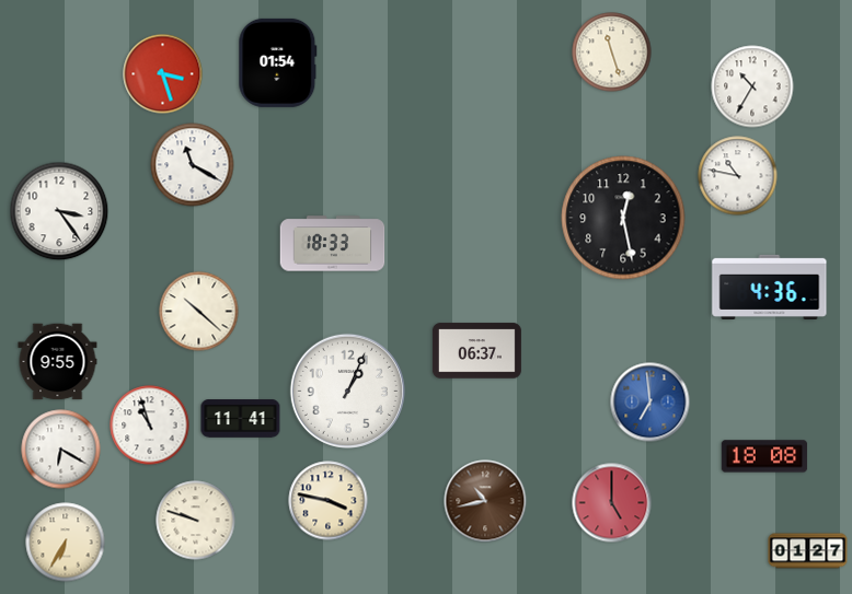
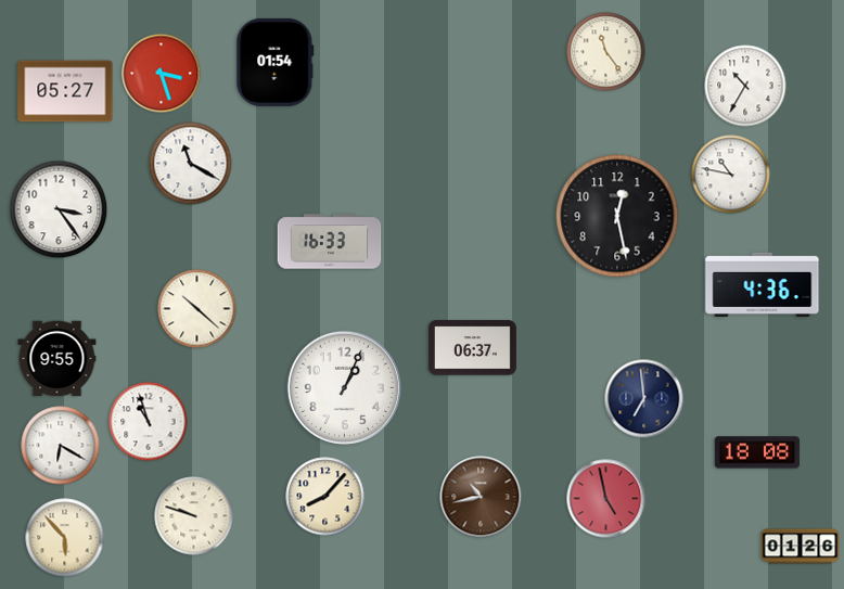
clock at (612, 53): 11:27 -> 11:24
clock at (65, 91): none -> 05:27
clock at (333, 244): 18:33 -> 16:33
clock at (650, 403) dial: blue -> navy
clock at (241, 419): 11:41 -> none
clock at (329, 501): 3:47 -> 8:07
clock at (612, 503): 5:00 -> 4:58
clock at (66, 543): 6:35 -> 5:53
clock at (808, 551): 01:27 -> 01:26
